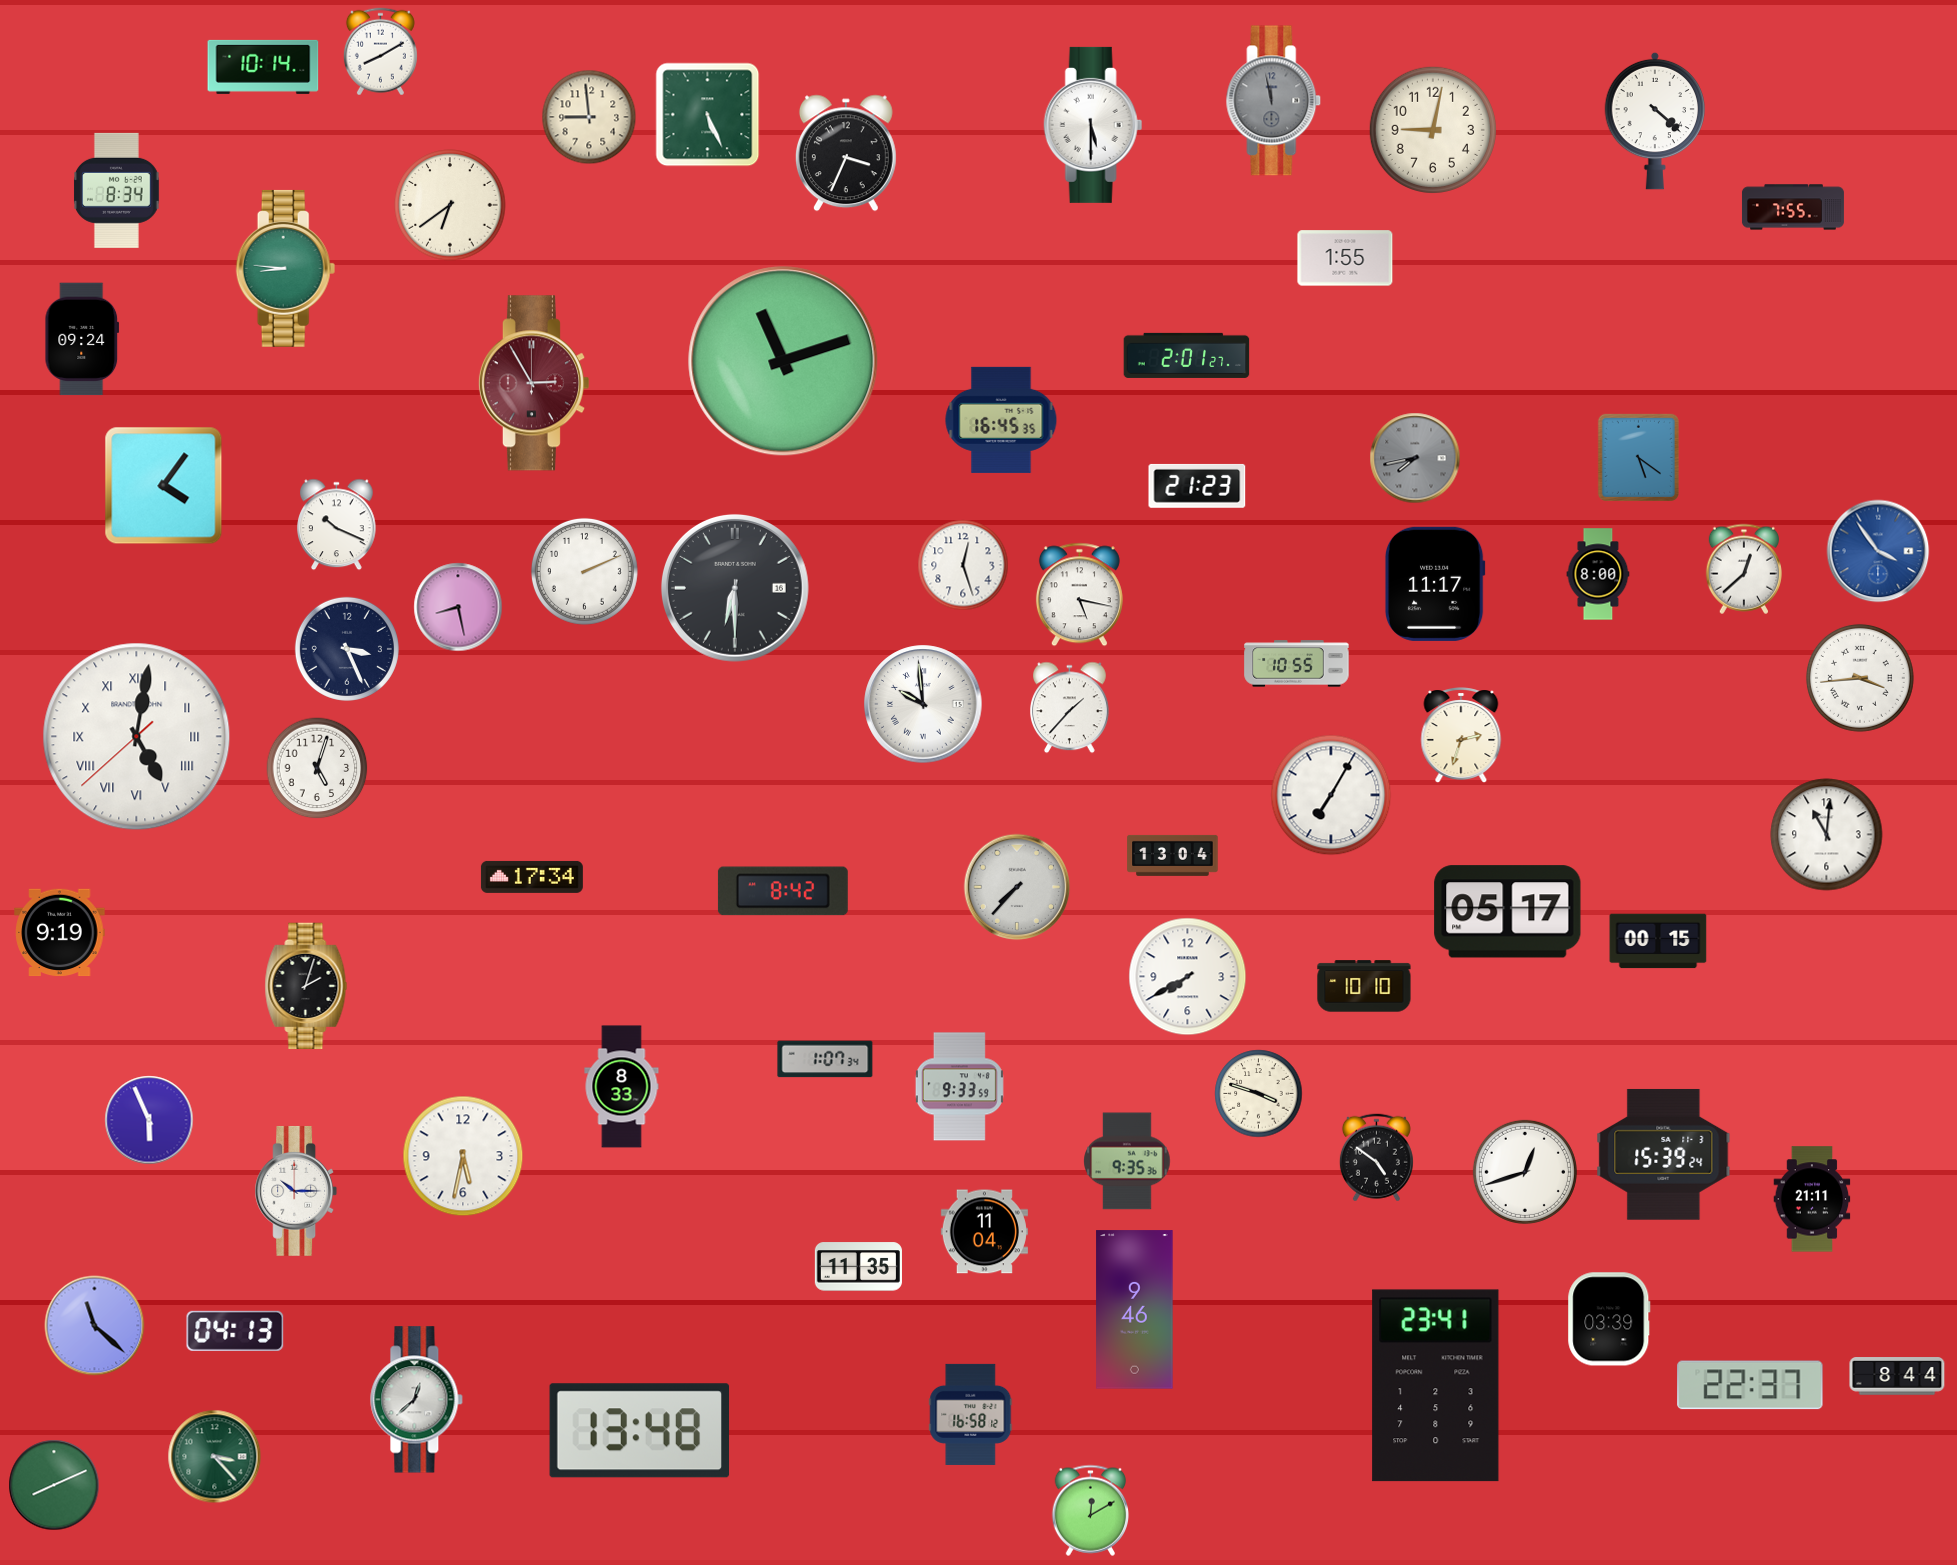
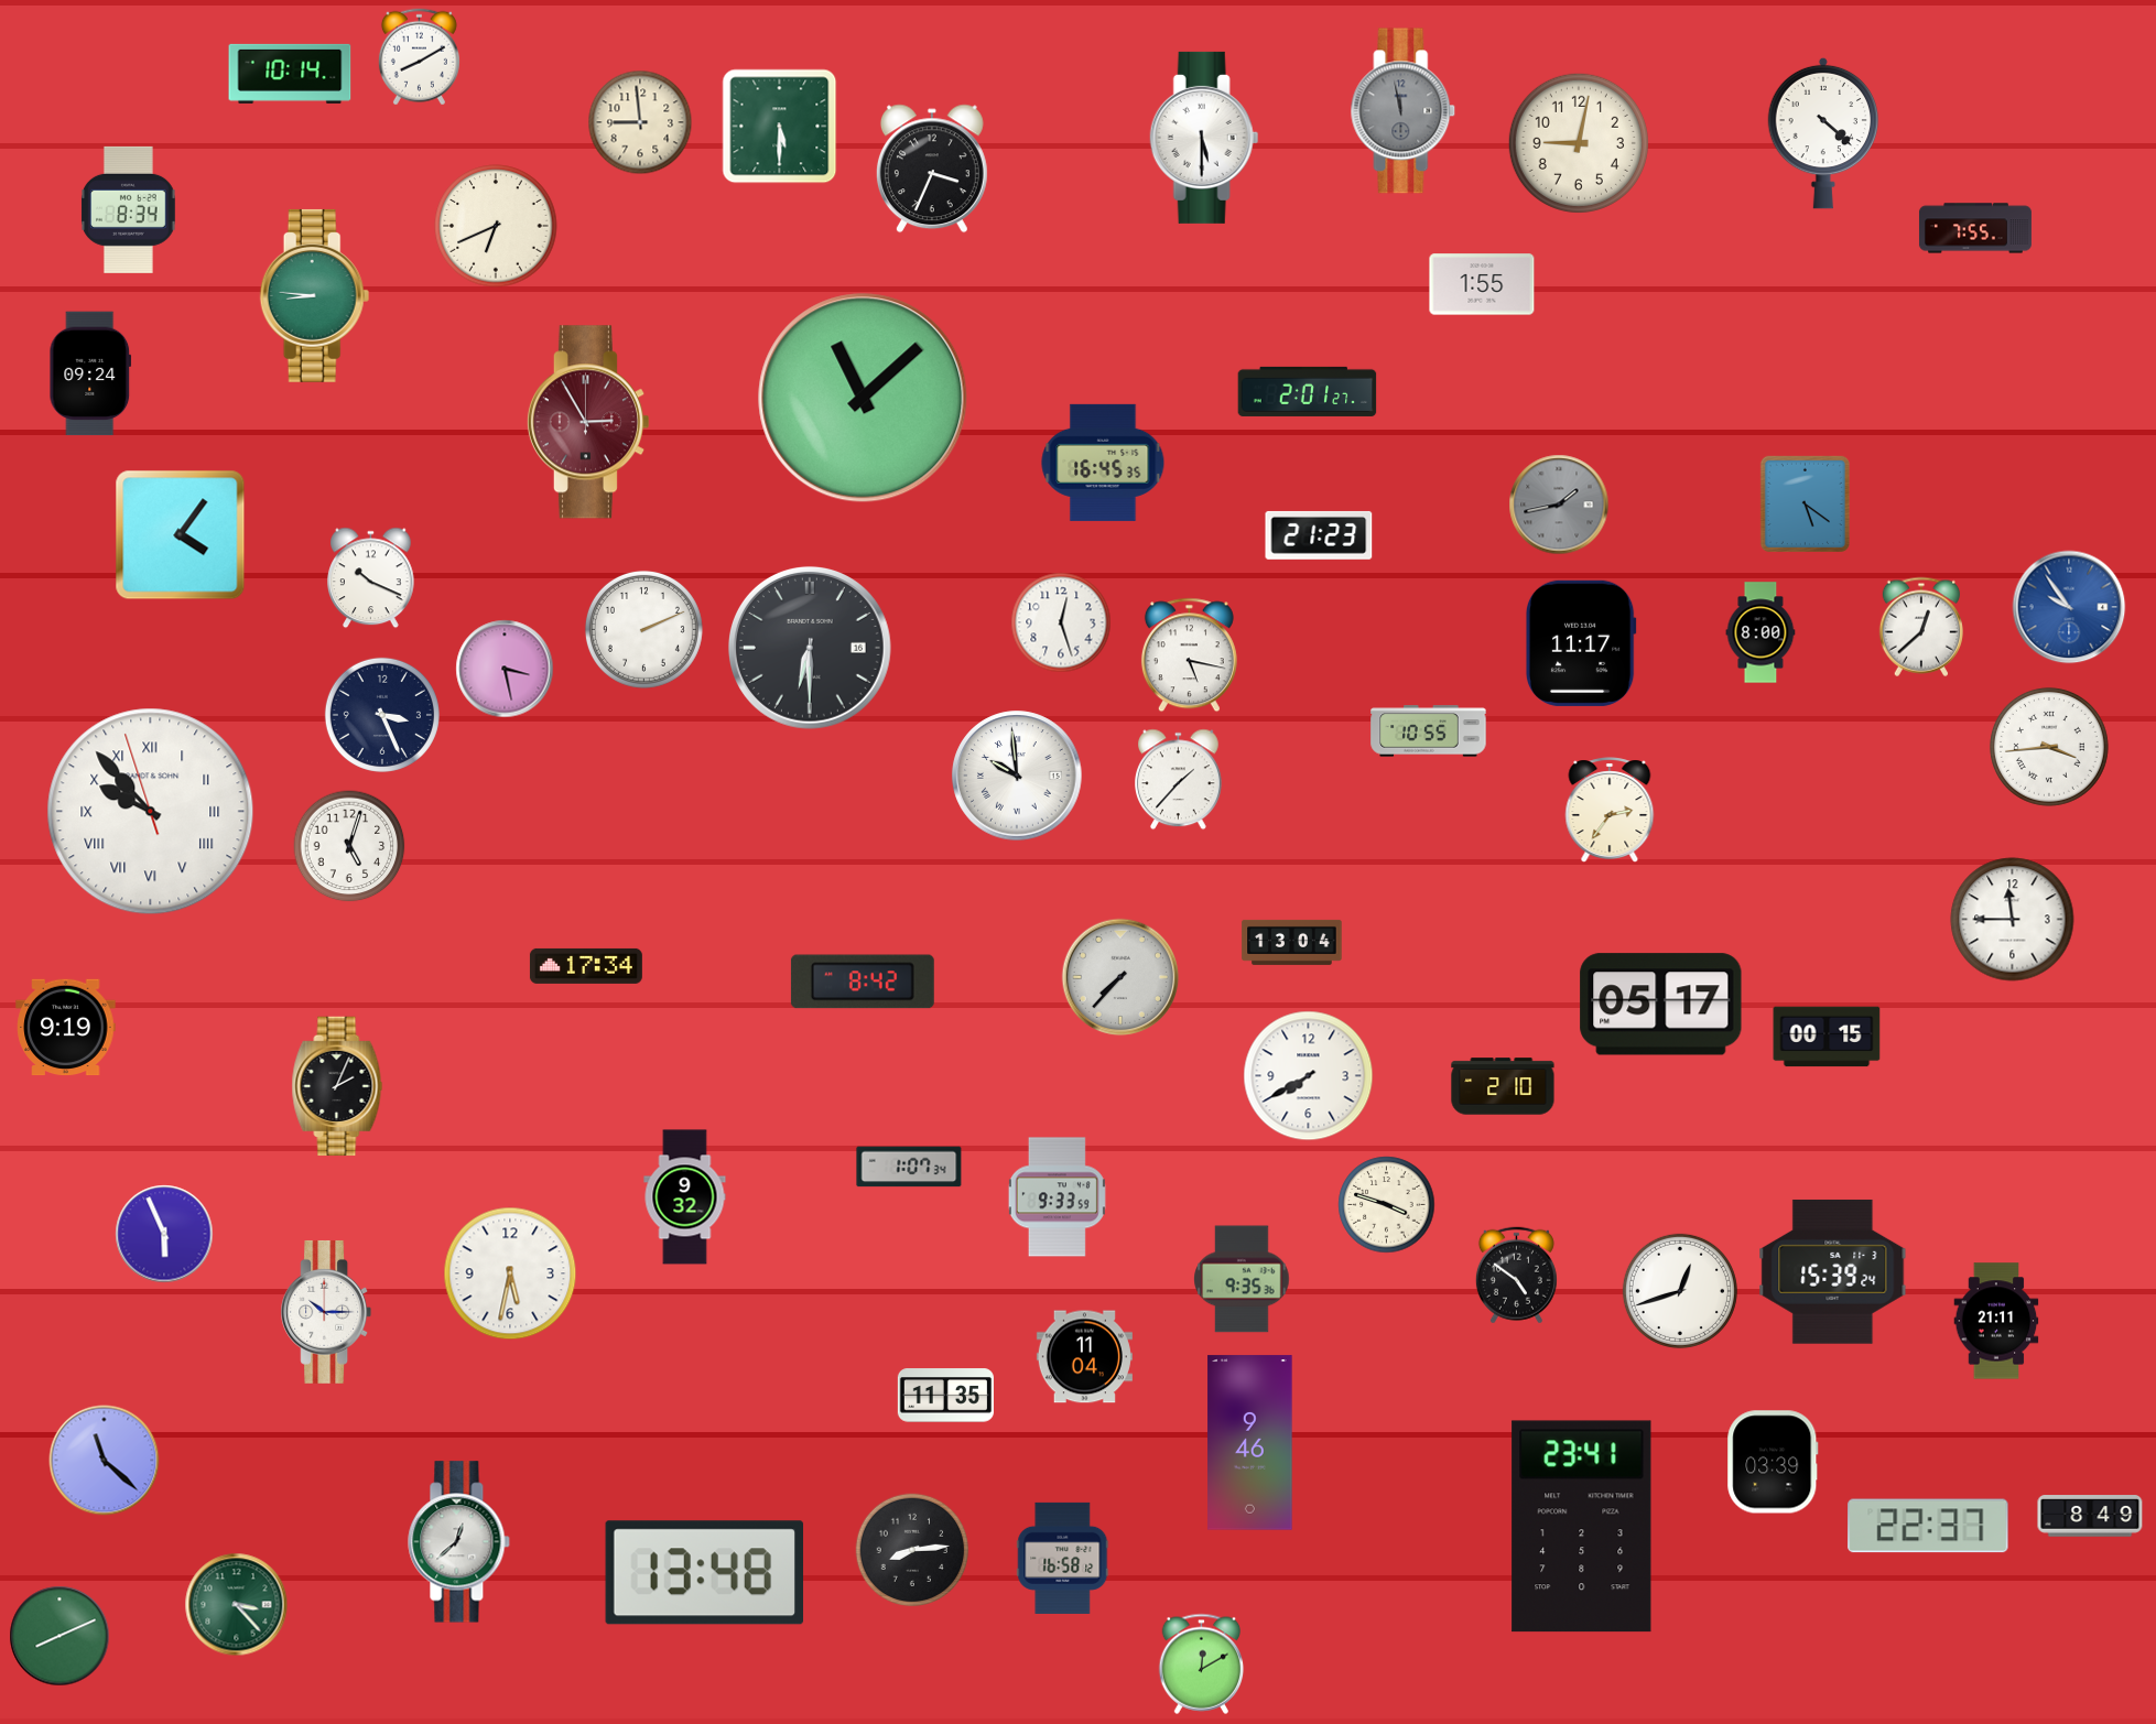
clock at (708, 115): 5:26 -> 5:30
clock at (589, 117) position: (589, 117) -> (640, 122)
clock at (450, 205): 6:39 -> 6:41
clock at (783, 361): 11:12 -> 11:08
clock at (1415, 458): 7:43 -> 1:43
clock at (1878, 551): 3:54 -> 9:54
clock at (458, 607): 8:28 -> 3:28
clock at (1461, 735): 2:33 -> 2:36
clock at (137, 737): 5:01 -> 9:52
clock at (1331, 795): 7:05 -> none
clock at (1827, 835): 11:01 -> 11:45
clock at (306, 986): 2:03 -> 2:04
clock at (1364, 986): 10:10 -> 2:10
clock at (622, 1087): 8:33 -> 9:32
clock at (1609, 1319) position: (1609, 1319) -> (1773, 1462)
clock at (235, 1331): 04:13 -> none
clock at (1897, 1376): 8:44 -> 8:49
clock at (912, 1550): none -> 8:14
clock at (971, 1414) position: (971, 1414) -> (1063, 1558)
clock at (640, 1431) position: (640, 1431) -> (705, 1573)
